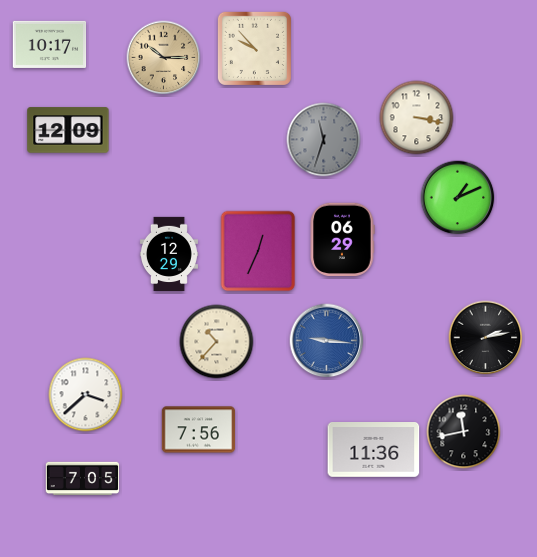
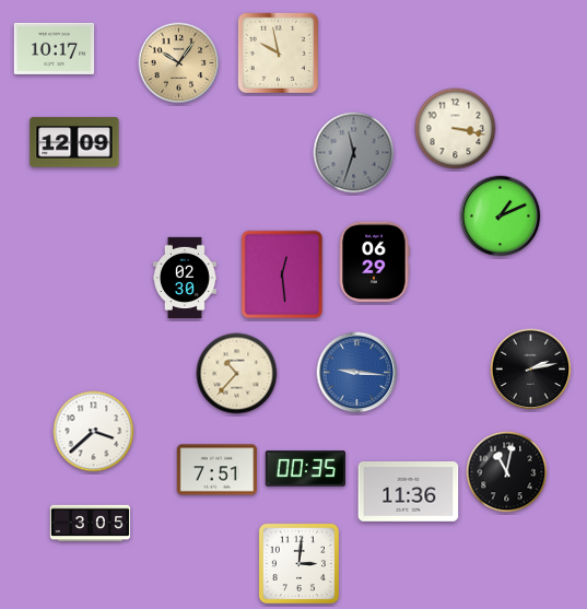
clock at (254, 48): 9:53 -> 9:58
clock at (164, 58): 10:15 -> 10:06
clock at (258, 251): 12:34 -> 12:29
clock at (169, 253): 12:29 -> 02:30
clock at (306, 469): none -> 00:35
clock at (199, 430): 7:56 -> 7:51
clock at (464, 432): 11:43 -> 11:02
clock at (83, 479): 7:05 -> 3:05
clock at (298, 563): none -> 3:01
